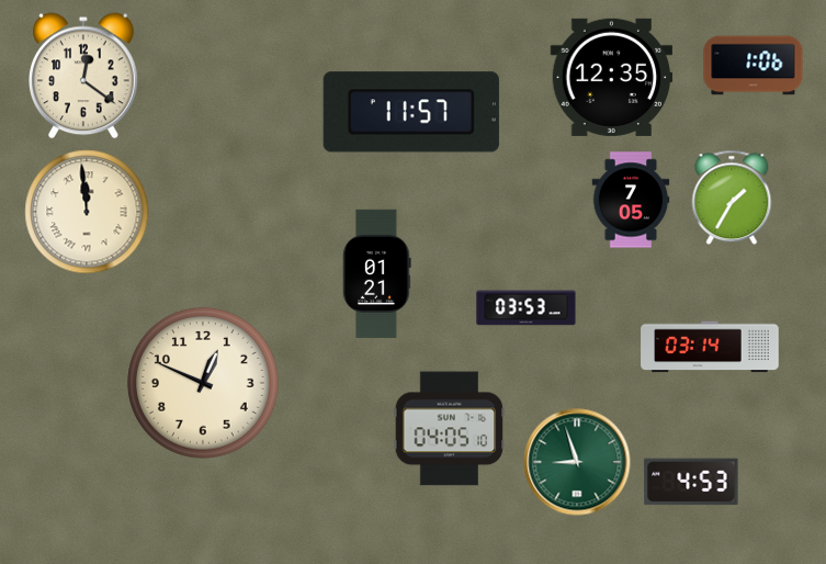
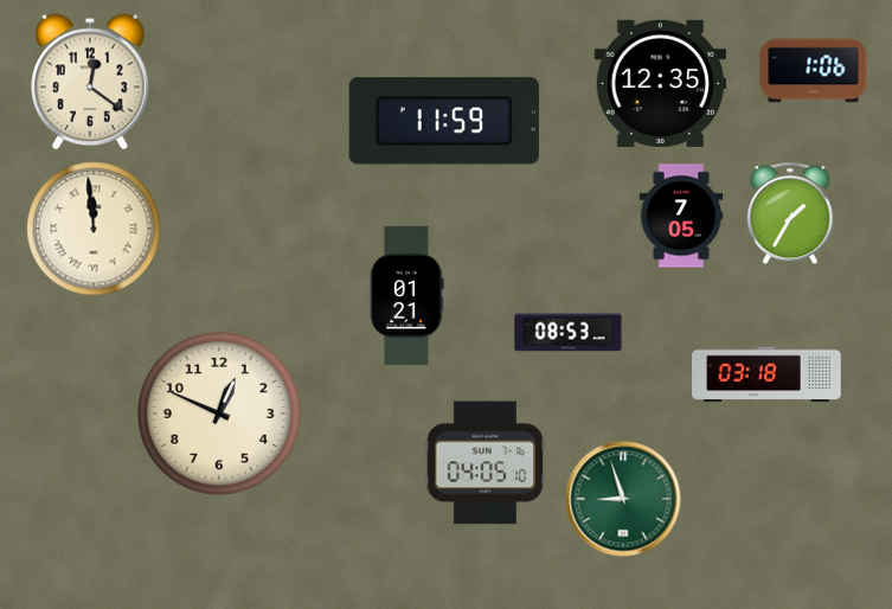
clock at (411, 112): 11:57 -> 11:59
clock at (527, 308): 03:53 -> 08:53
clock at (710, 347): 03:14 -> 03:18
clock at (691, 482): 4:53 -> none
